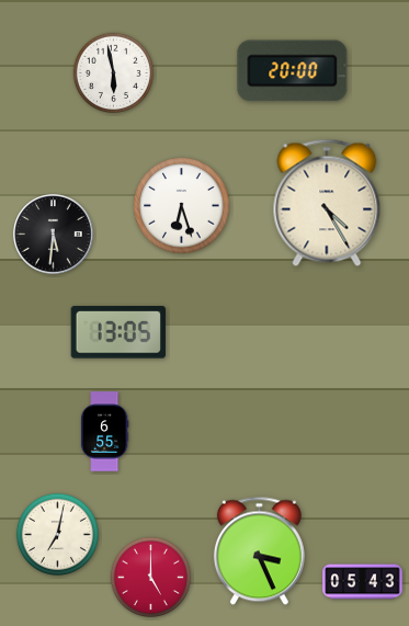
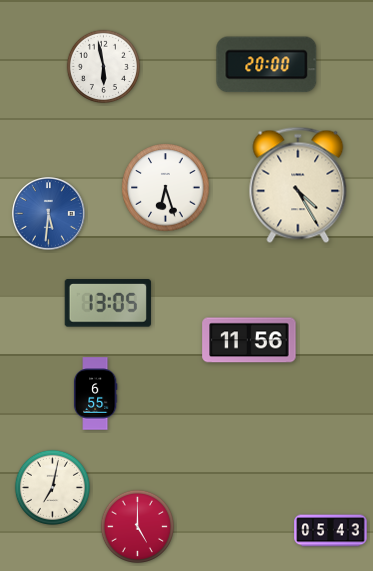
clock at (54, 235) dial: black -> blue
clock at (249, 340): none -> 11:56
clock at (259, 551): 3:26 -> none
